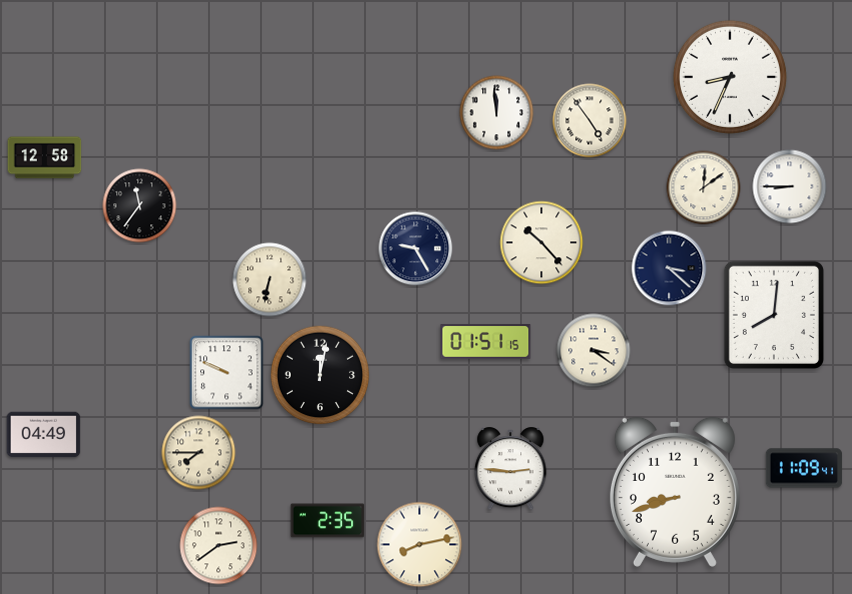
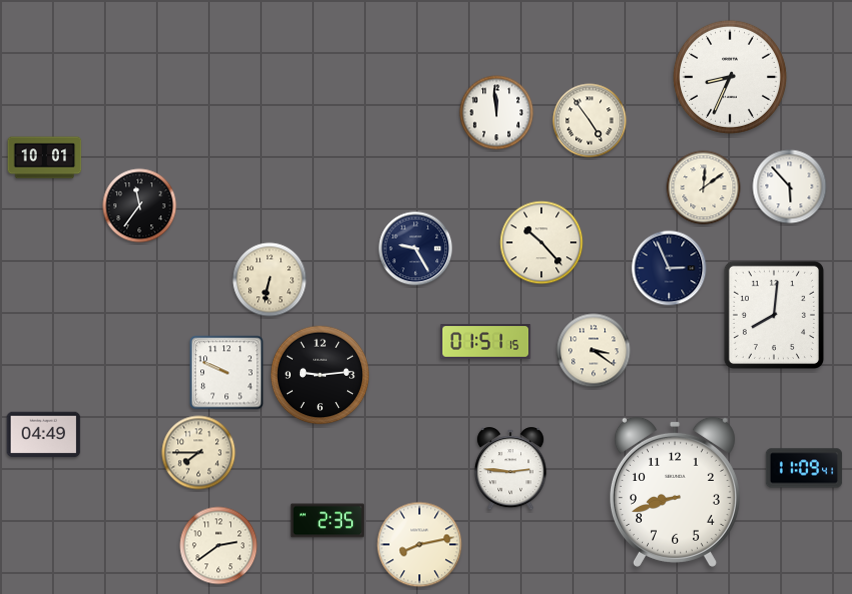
clock at (45, 158): 12:58 -> 10:01
clock at (790, 187): 8:45 -> 5:53
clock at (669, 268): 3:22 -> 2:56
clock at (320, 375): 12:02 -> 9:14
